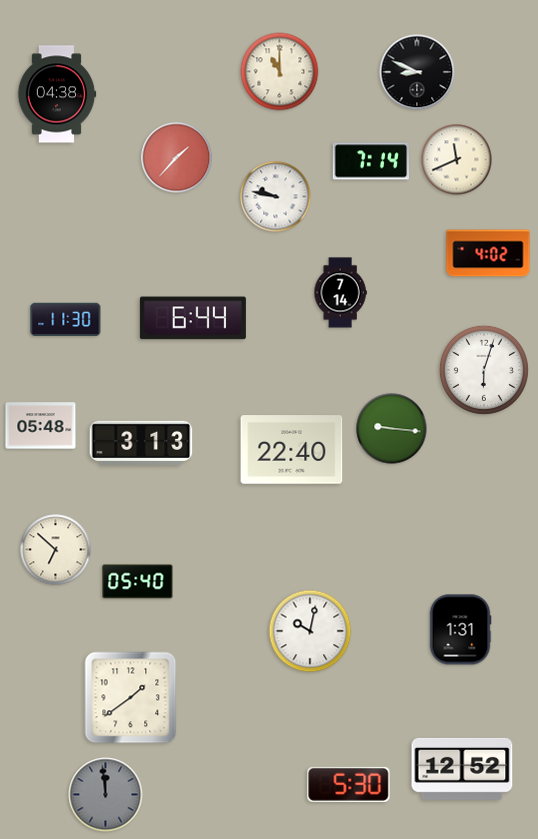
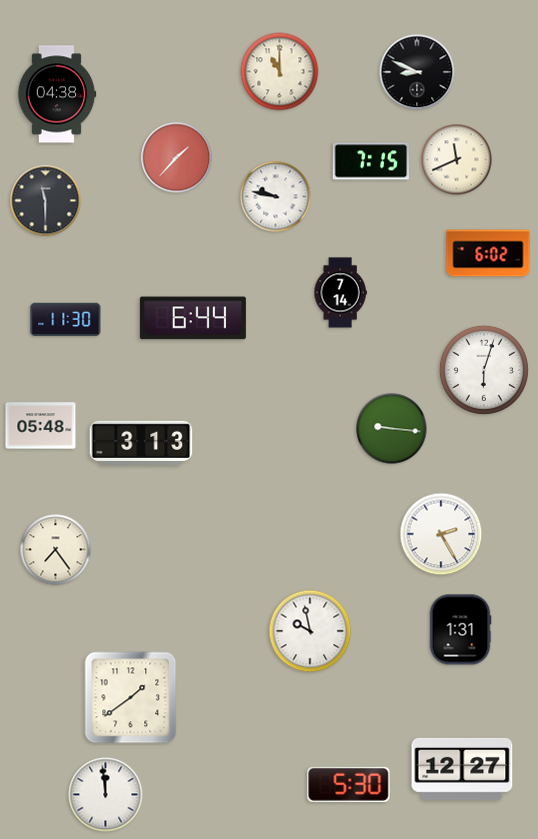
clock at (371, 161): 7:14 -> 7:15
clock at (46, 201): none -> 11:30
clock at (488, 253): 4:02 -> 6:02
clock at (292, 450): 22:40 -> none
clock at (441, 534): none -> 2:25
clock at (56, 550): 6:52 -> 7:24
clock at (138, 582): 05:40 -> none
clock at (310, 631): 10:02 -> 9:58
clock at (462, 769): 12:52 -> 12:27
clock at (106, 795) dial: grey -> white
